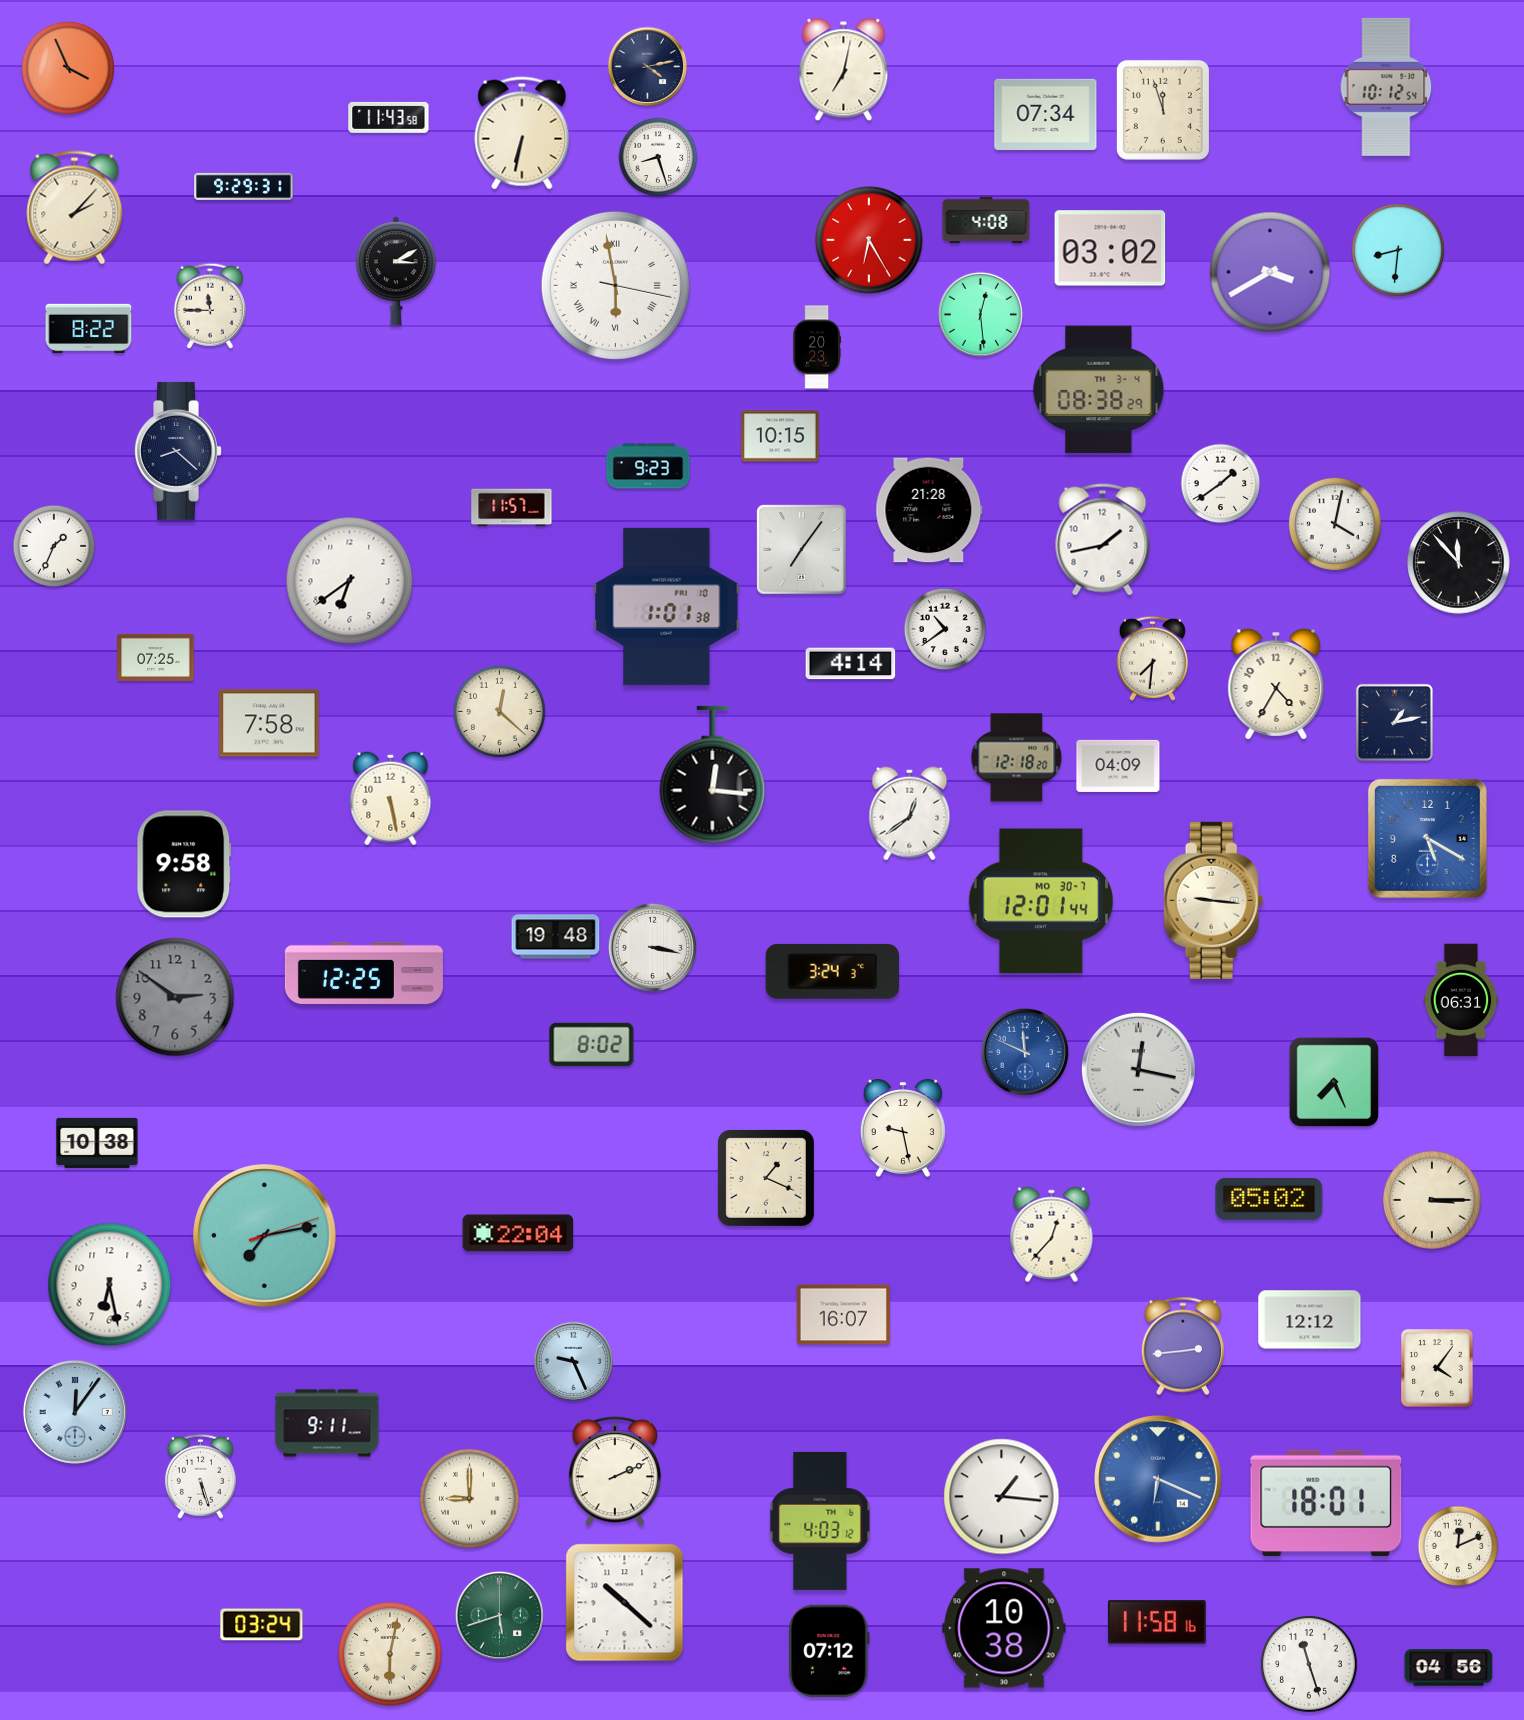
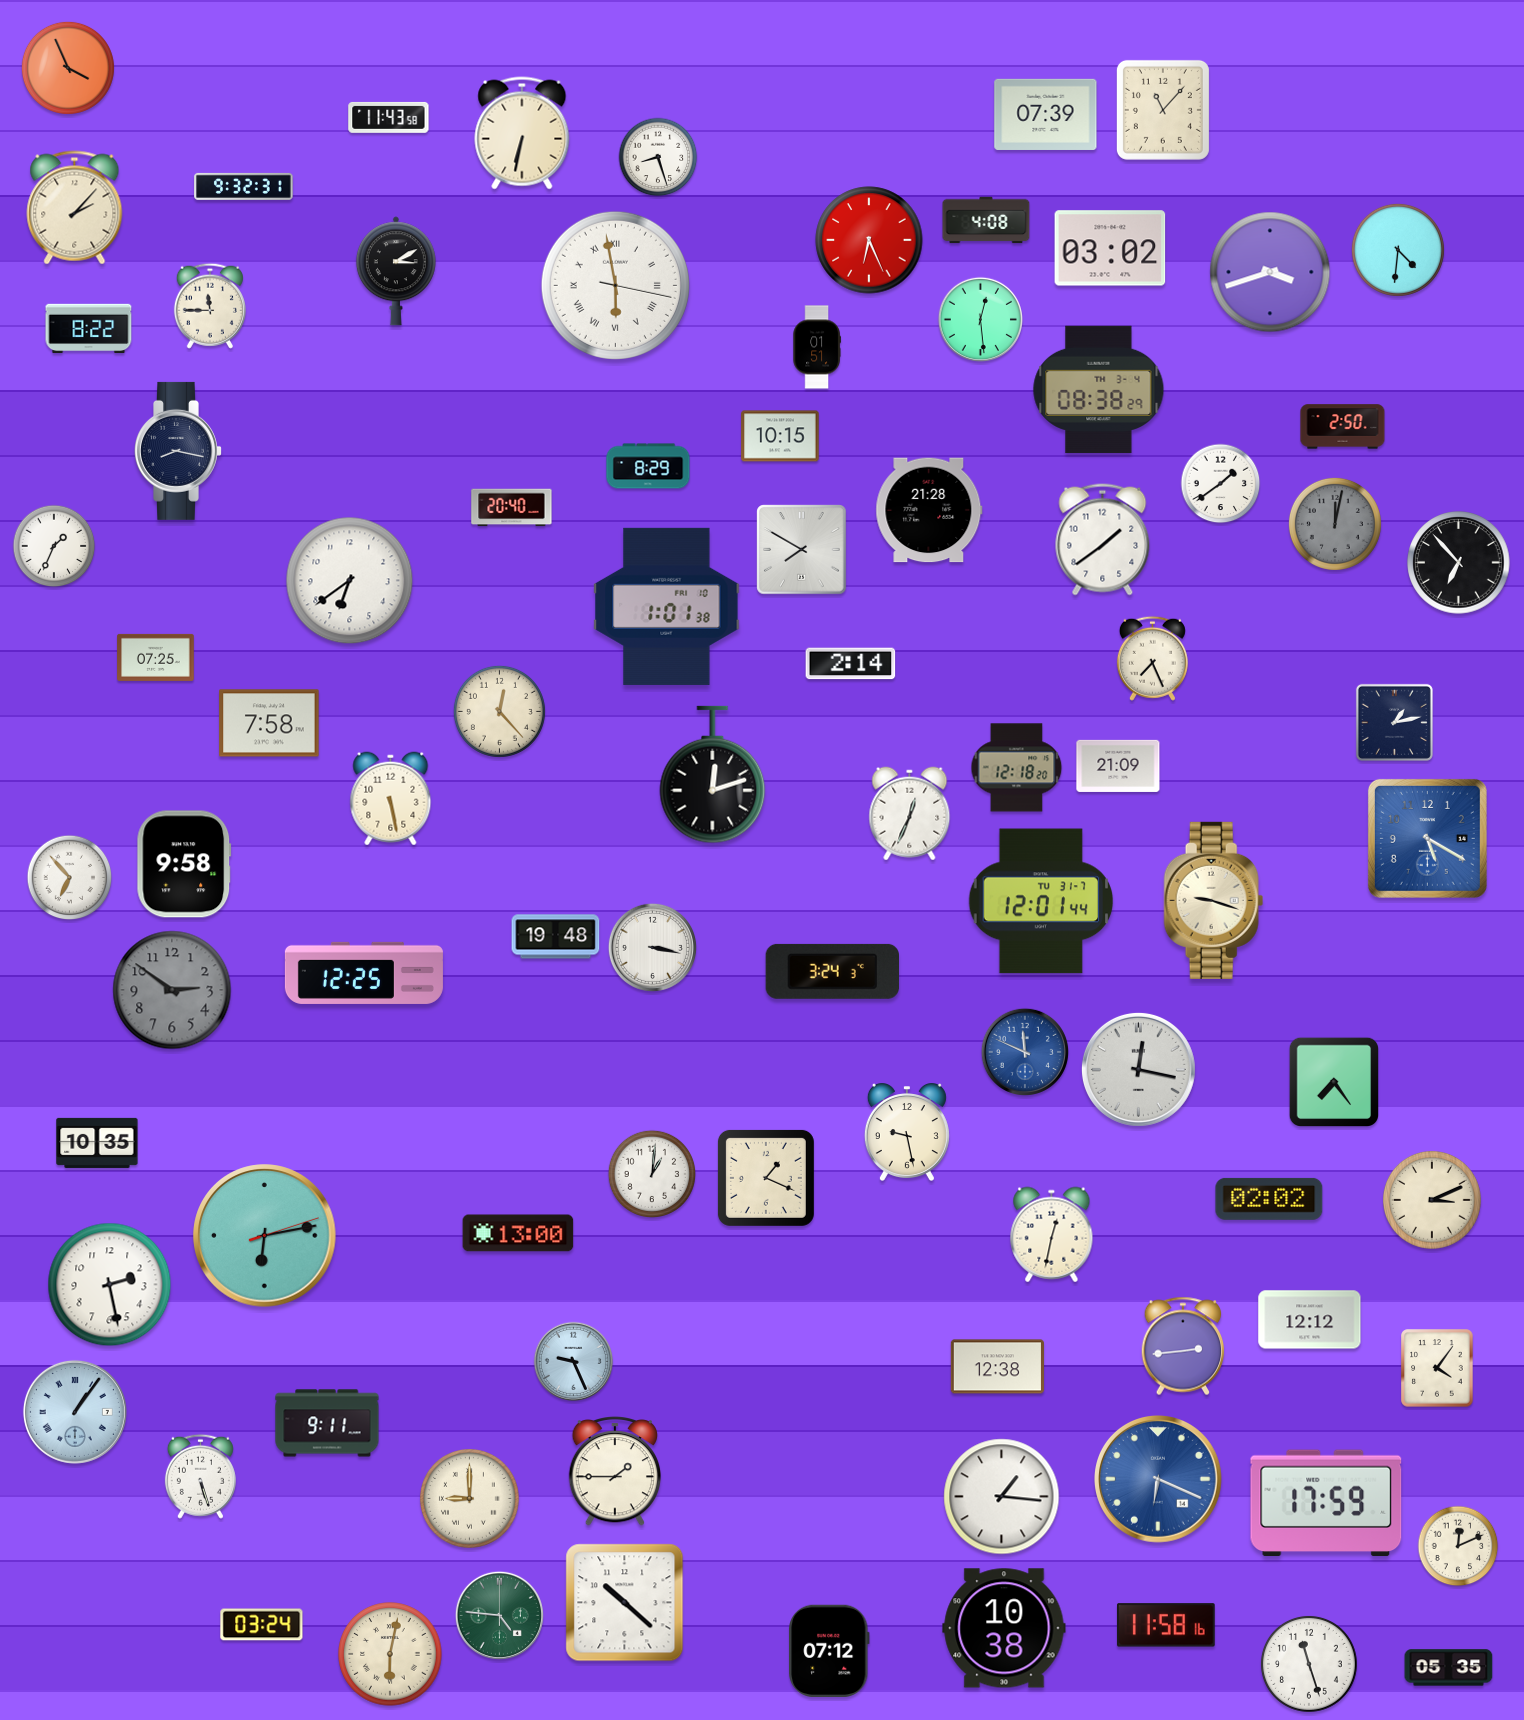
clock at (648, 67): 4:13 -> none
clock at (844, 70): 7:02 -> none
clock at (1386, 87): 10:12 -> none
clock at (1163, 110): 11:57 -> 11:07
clock at (1046, 114): 07:34 -> 07:39
clock at (244, 186): 9:29 -> 9:32
clock at (869, 240): 6:25 -> 6:26
clock at (1398, 250): 8:31 -> 4:31
clock at (1270, 272): 3:40 -> 3:42
clock at (980, 314) position: (980, 314) -> (980, 319)
clock at (817, 347): 20:23 -> 01:51
clock at (1343, 427): none -> 2:50
clock at (179, 451): 8:22 -> 8:17
clock at (648, 466): 9:23 -> 8:29
clock at (512, 508): 11:57 -> 20:40
clock at (1335, 524): 4:02 -> 12:02
clock at (1335, 524) dial: white -> grey
clock at (1103, 540): 1:43 -> 1:39
clock at (802, 550): 7:06 -> 7:50
clock at (1459, 563): 11:53 -> 6:53
clock at (945, 629): 10:39 -> none
clock at (1152, 658): 7:31 -> 7:26
clock at (851, 664): 4:14 -> 2:14
clock at (1276, 684): 4:35 -> none
clock at (499, 711): 12:22 -> 12:23
clock at (1017, 758) position: (1017, 758) -> (1017, 768)
clock at (1118, 766): 04:09 -> 21:09
clock at (713, 775): 12:16 -> 12:12
clock at (910, 814): 12:39 -> 12:34
clock at (70, 878): none -> 6:53
clock at (1214, 900): 9:16 -> 9:18
clock at (1041, 901) date: MO 30-7 -> TU 31-7
clock at (175, 997) position: (175, 997) -> (172, 990)
clock at (1461, 1000): 06:31 -> none
clock at (592, 1044): 8:02 -> none
clock at (1333, 1081): 7:26 -> 7:24
clock at (903, 1128) position: (903, 1128) -> (907, 1132)
clock at (97, 1143): 10:38 -> 10:35
clock at (651, 1173): none -> 1:01
clock at (1269, 1199): 05:02 -> 02:02
clock at (1433, 1201): 3:15 -> 3:11
clock at (518, 1233): 22:04 -> 13:00
clock at (1052, 1235): 12:37 -> 12:32
clock at (265, 1236): 7:13 -> 6:13
clock at (110, 1285): 6:28 -> 2:28
clock at (843, 1315): 16:07 -> none
clock at (997, 1367): none -> 12:38
clock at (75, 1412): 12:06 -> 1:06
clock at (614, 1472): 2:11 -> 1:45
clock at (1326, 1503): 18:01 -> 17:59
clock at (820, 1521): 4:03 -> none
clock at (499, 1615): 5:42 -> 4:46
clock at (1157, 1622) position: (1157, 1622) -> (1166, 1625)
clock at (1449, 1668): 04:56 -> 05:35
